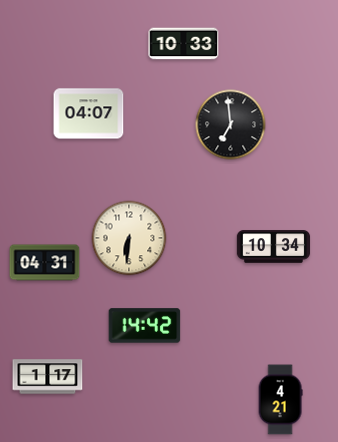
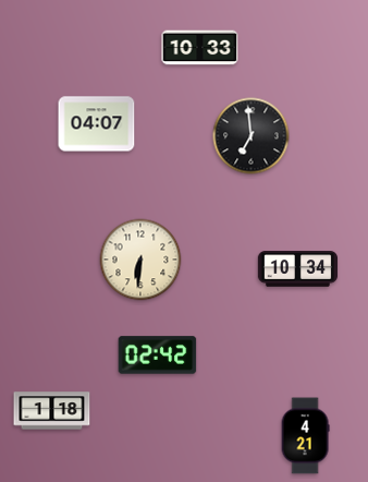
clock at (45, 263): 04:31 -> none
clock at (145, 326): 14:42 -> 02:42
clock at (48, 377): 1:17 -> 1:18
